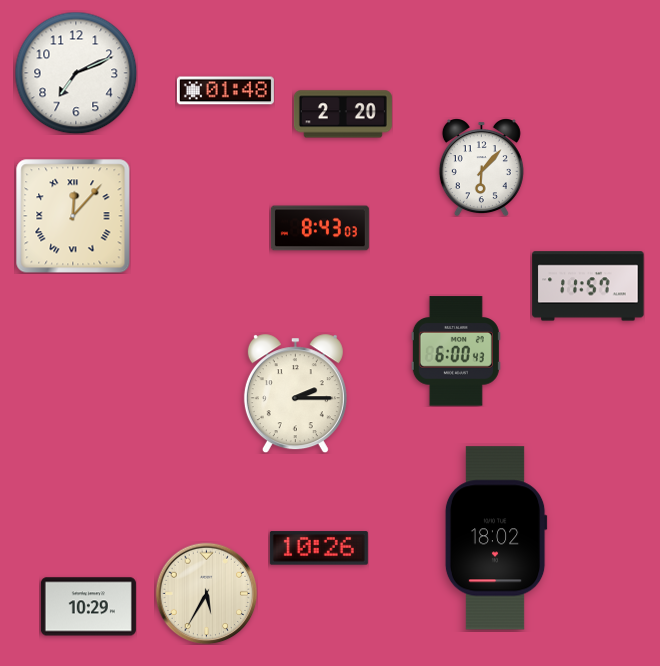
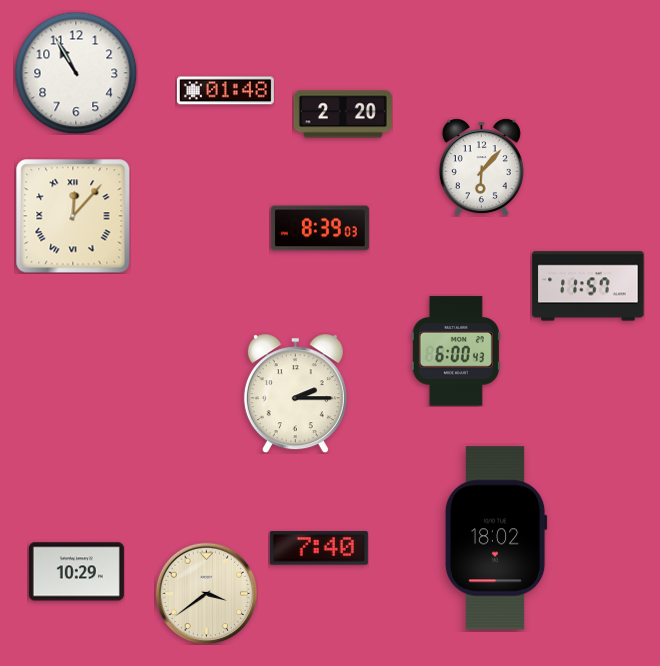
clock at (76, 73): 7:11 -> 10:55
clock at (320, 228): 8:43 -> 8:39
clock at (319, 548): 10:26 -> 7:40
clock at (206, 593): 5:35 -> 3:39
clock at (88, 607) position: (88, 607) -> (76, 572)
